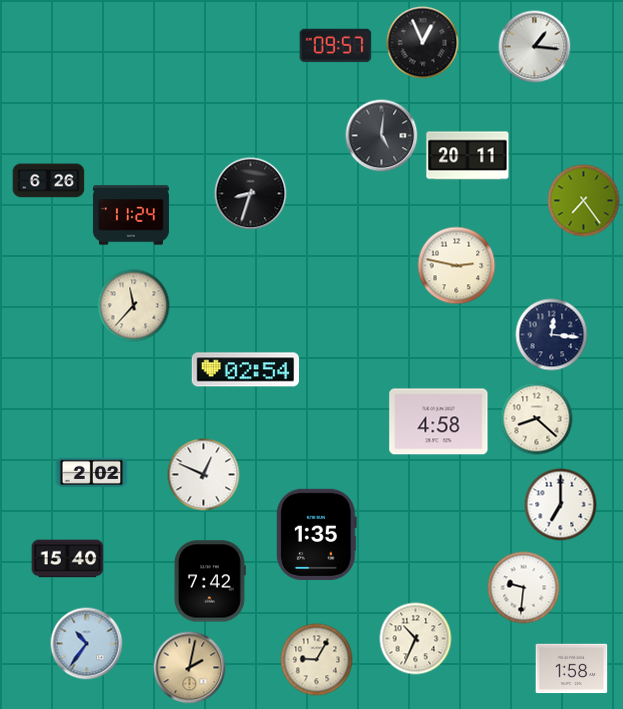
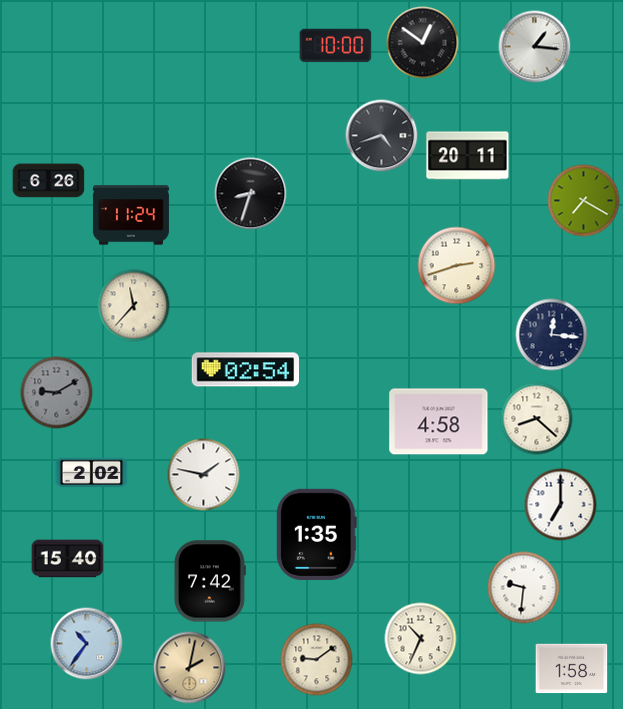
clock at (423, 43): 12:56 -> 12:51
clock at (336, 46): 09:57 -> 10:00
clock at (382, 136): 5:01 -> 4:42
clock at (584, 201): 7:24 -> 7:20
clock at (457, 266): 2:47 -> 2:42
clock at (57, 393): none -> 9:10
clock at (204, 475): 12:49 -> 1:47
clock at (416, 639) position: (416, 639) -> (421, 639)
clock at (317, 660): 9:05 -> 9:09
